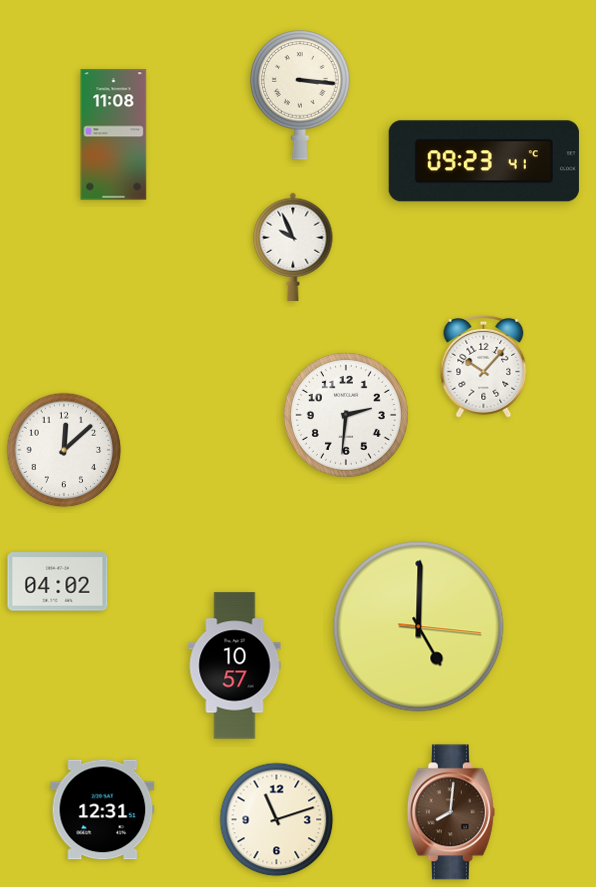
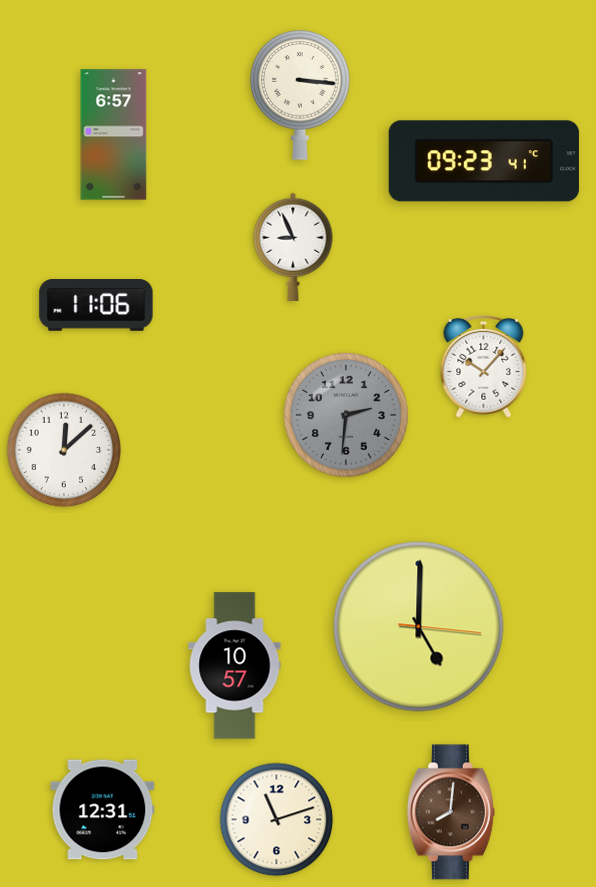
clock at (114, 135): 11:08 -> 6:57
clock at (293, 247): 9:56 -> 8:56
clock at (96, 305): none -> 11:06
clock at (346, 415) dial: white -> grey
clock at (58, 582): 04:02 -> none
